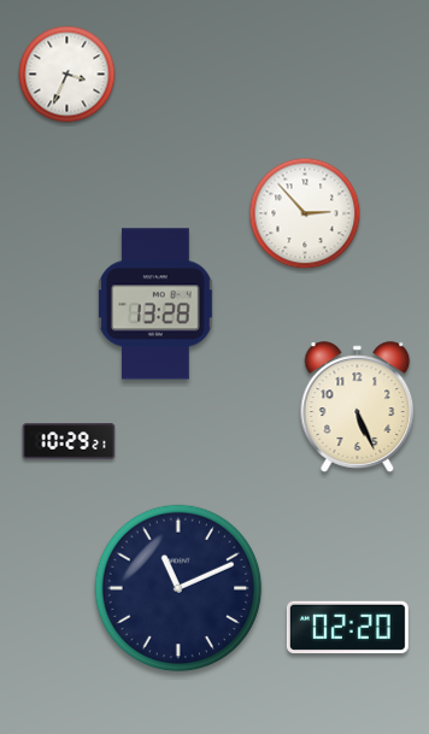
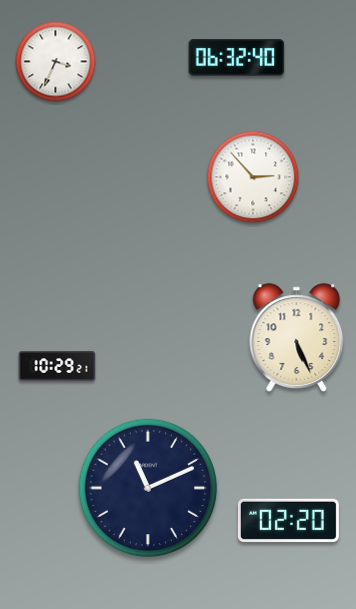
clock at (237, 58): none -> 06:32
clock at (155, 304): 13:28 -> none
